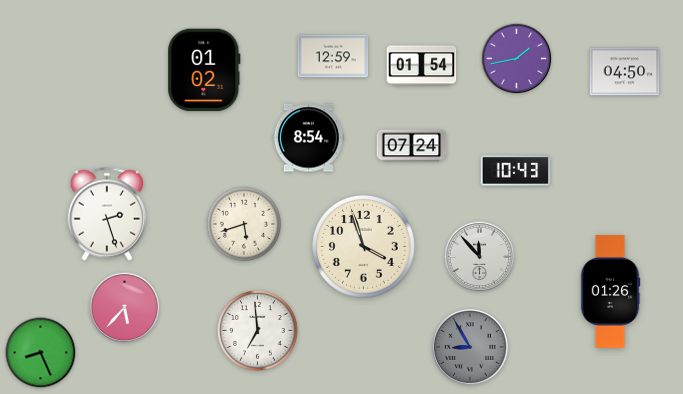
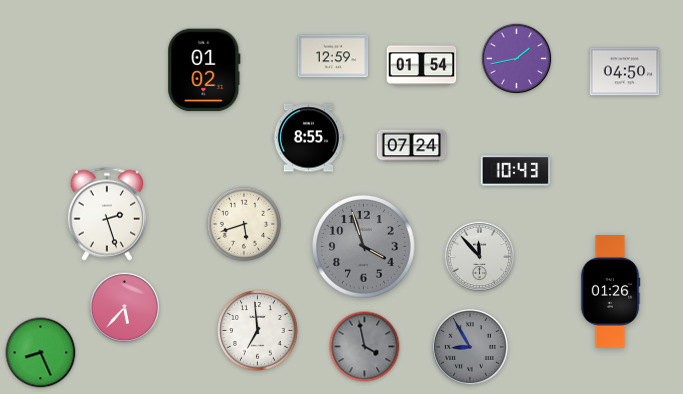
clock at (308, 138): 8:54 -> 8:55
clock at (364, 247) dial: cream -> grey
clock at (365, 347): none -> 3:58
